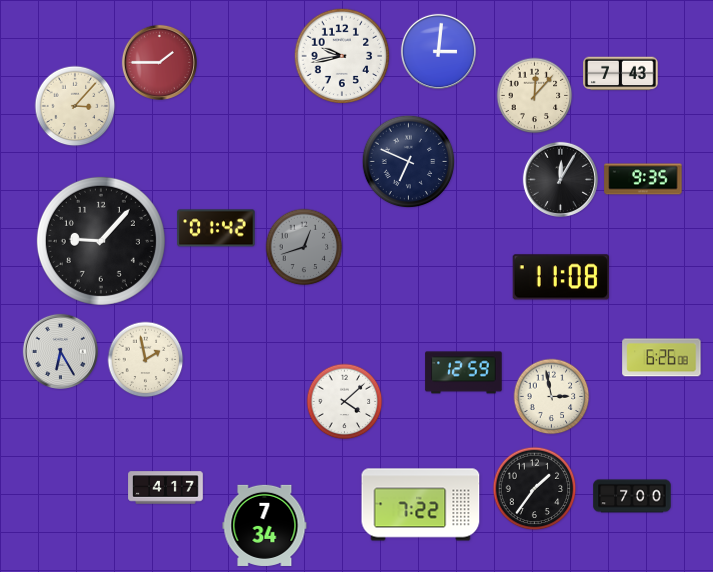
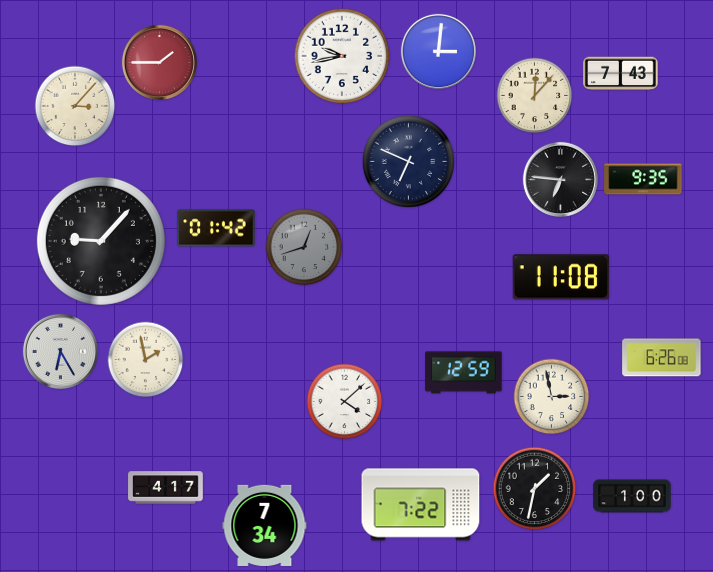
clock at (560, 179): 12:05 -> 6:46
clock at (535, 489): 1:36 -> 1:32
clock at (632, 496): 7:00 -> 1:00
